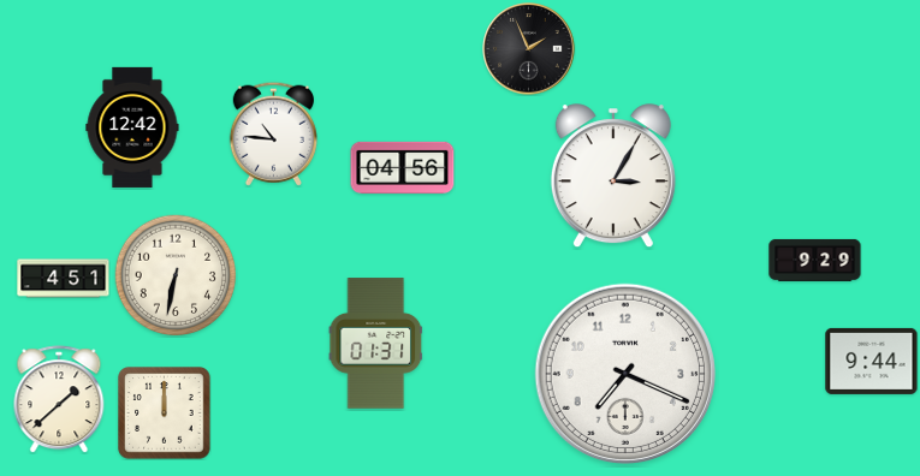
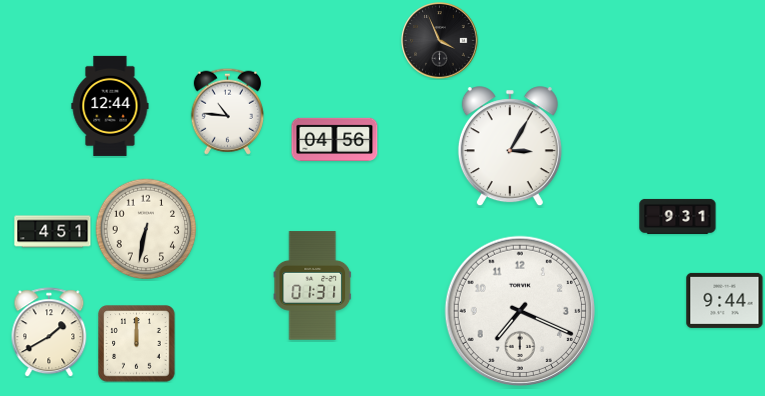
clock at (529, 49): 1:56 -> 3:56
clock at (132, 127): 12:42 -> 12:44
clock at (815, 260): 9:29 -> 9:31
clock at (59, 399): 1:38 -> 1:40
